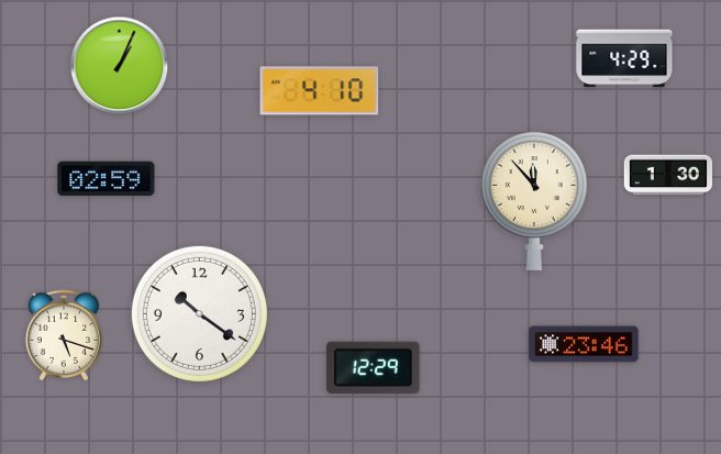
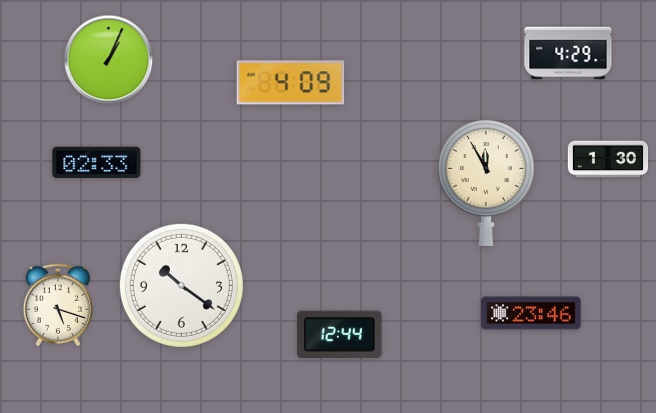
clock at (320, 91): 4:10 -> 4:09
clock at (107, 179): 02:59 -> 02:33
clock at (534, 201): 11:53 -> 11:55
clock at (374, 367): 12:29 -> 12:44
